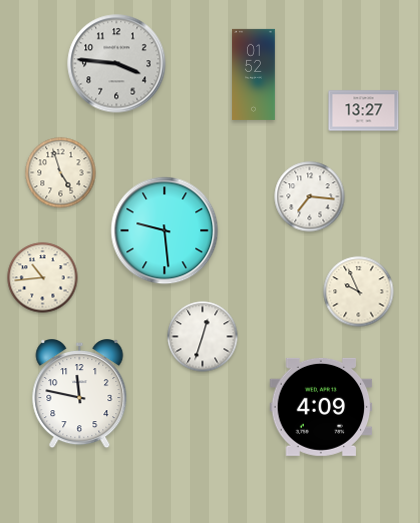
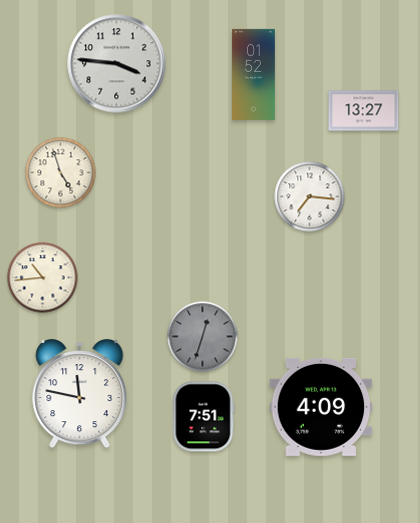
clock at (165, 231): 9:29 -> none
clock at (359, 292): 9:56 -> none
clock at (203, 337) dial: white -> grey
clock at (203, 417): none -> 7:51
